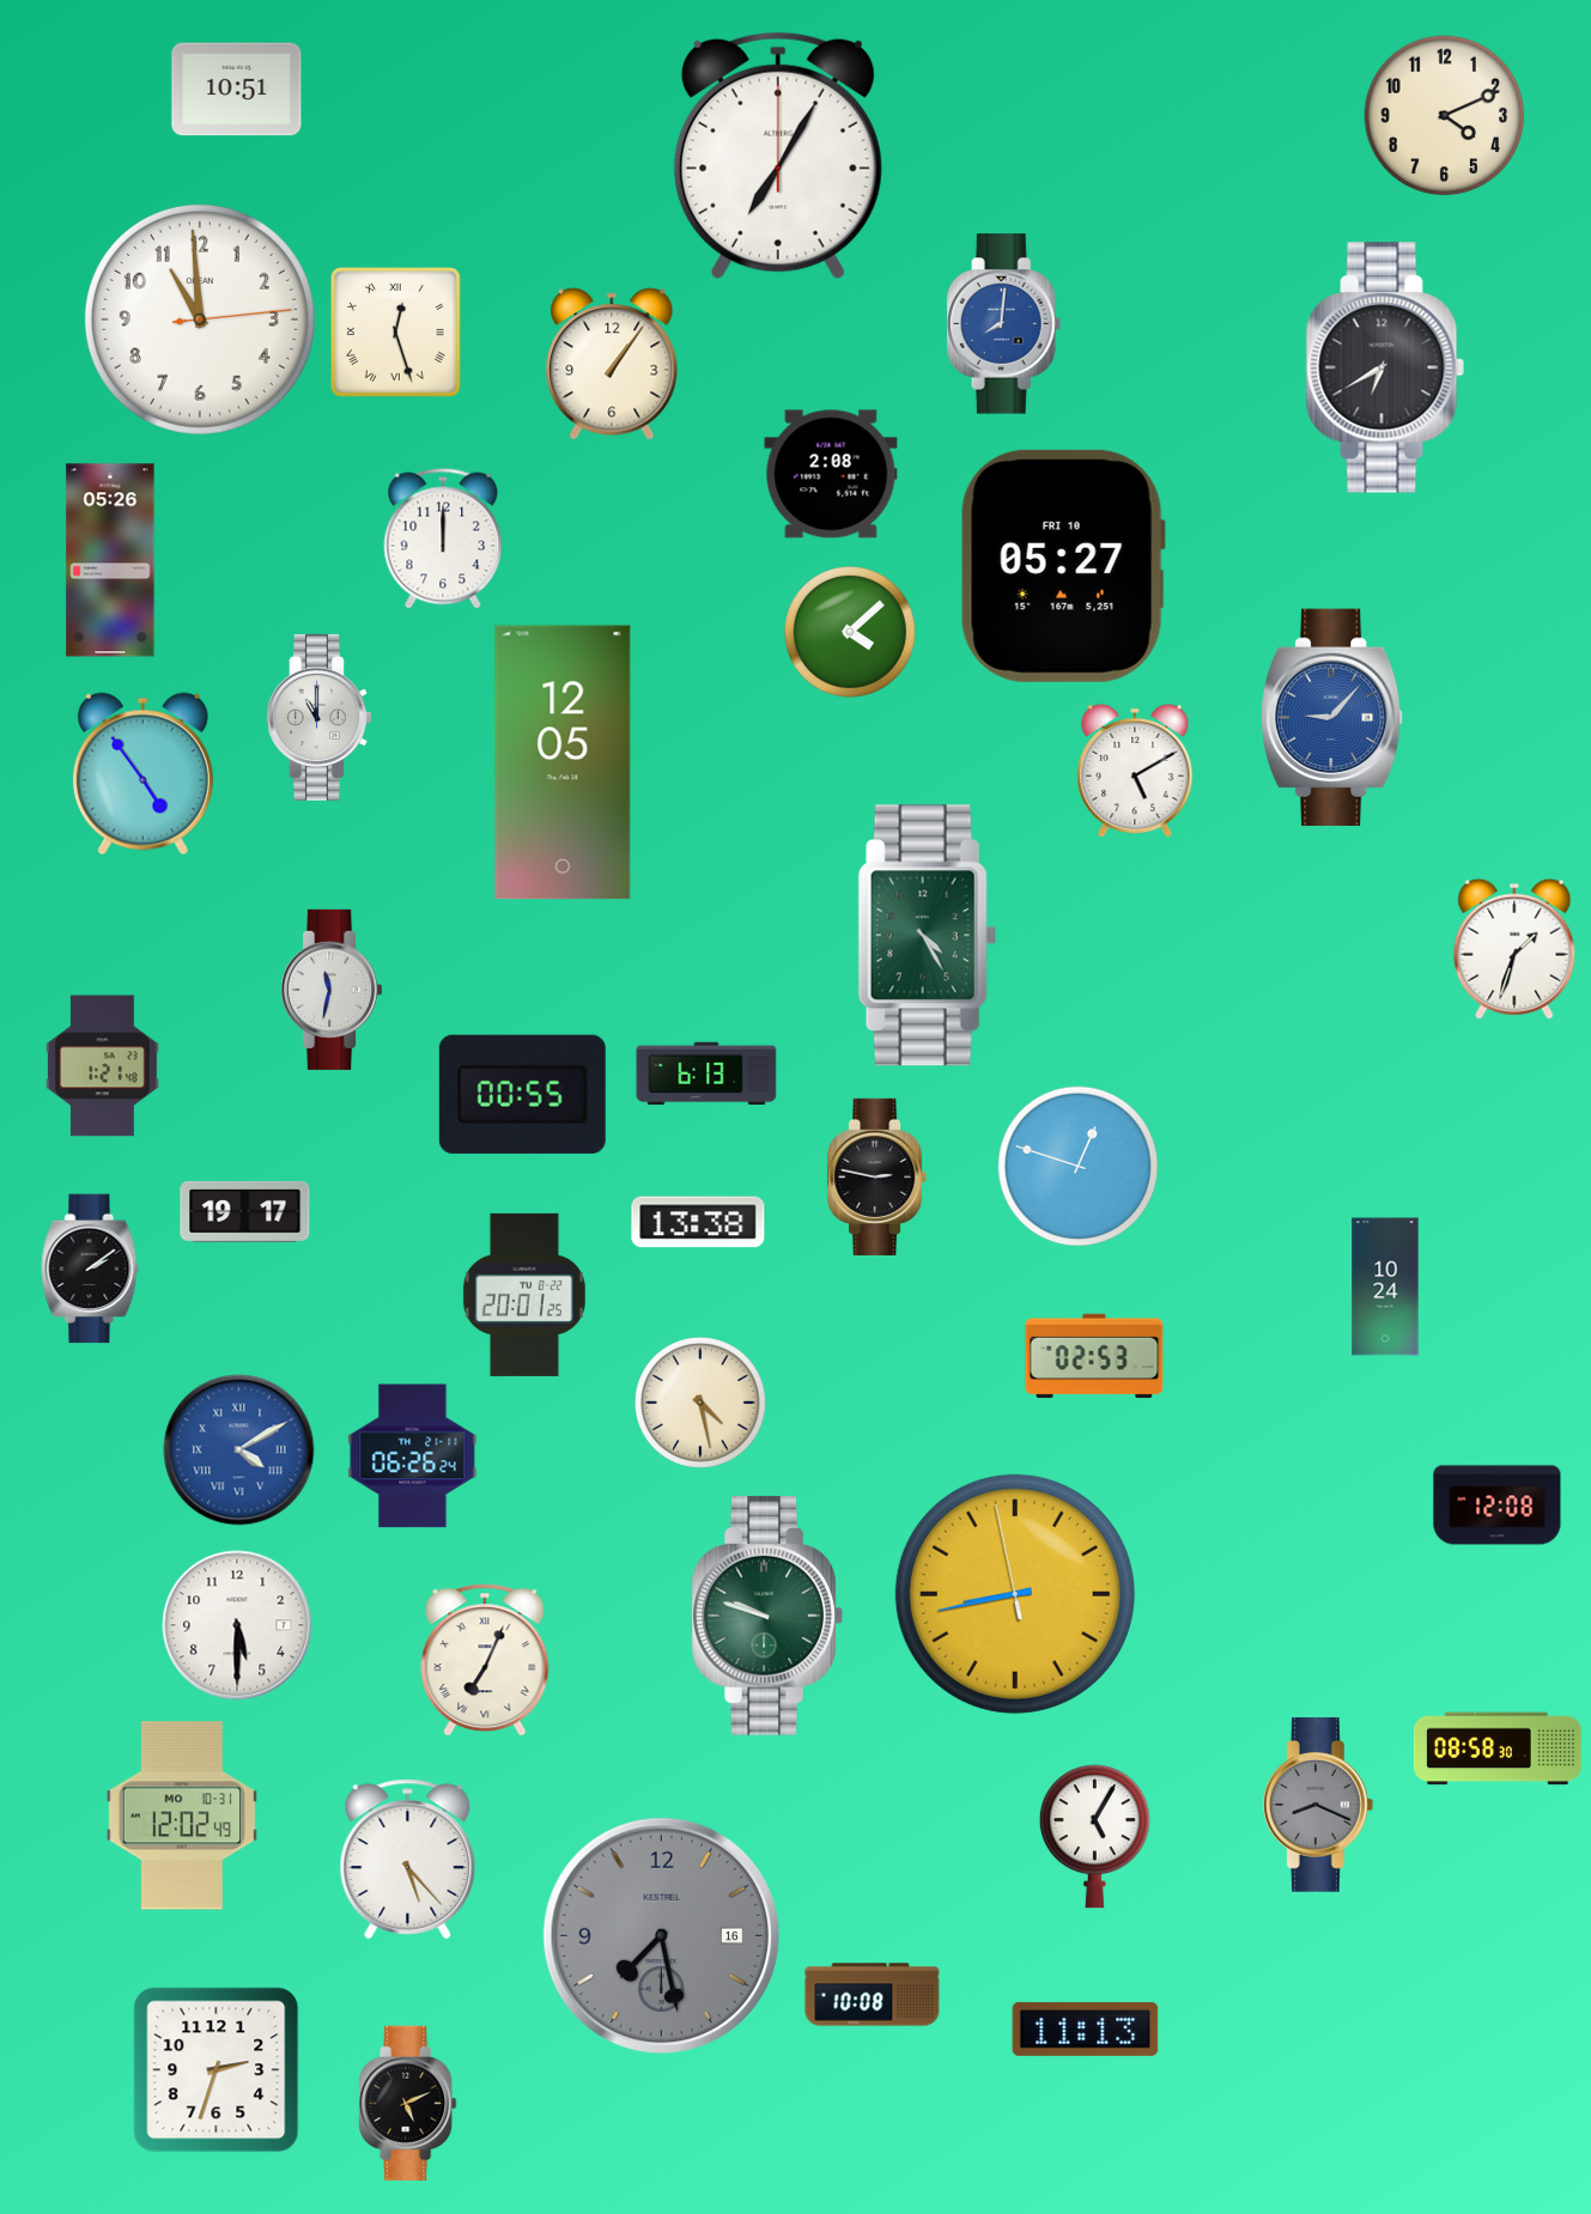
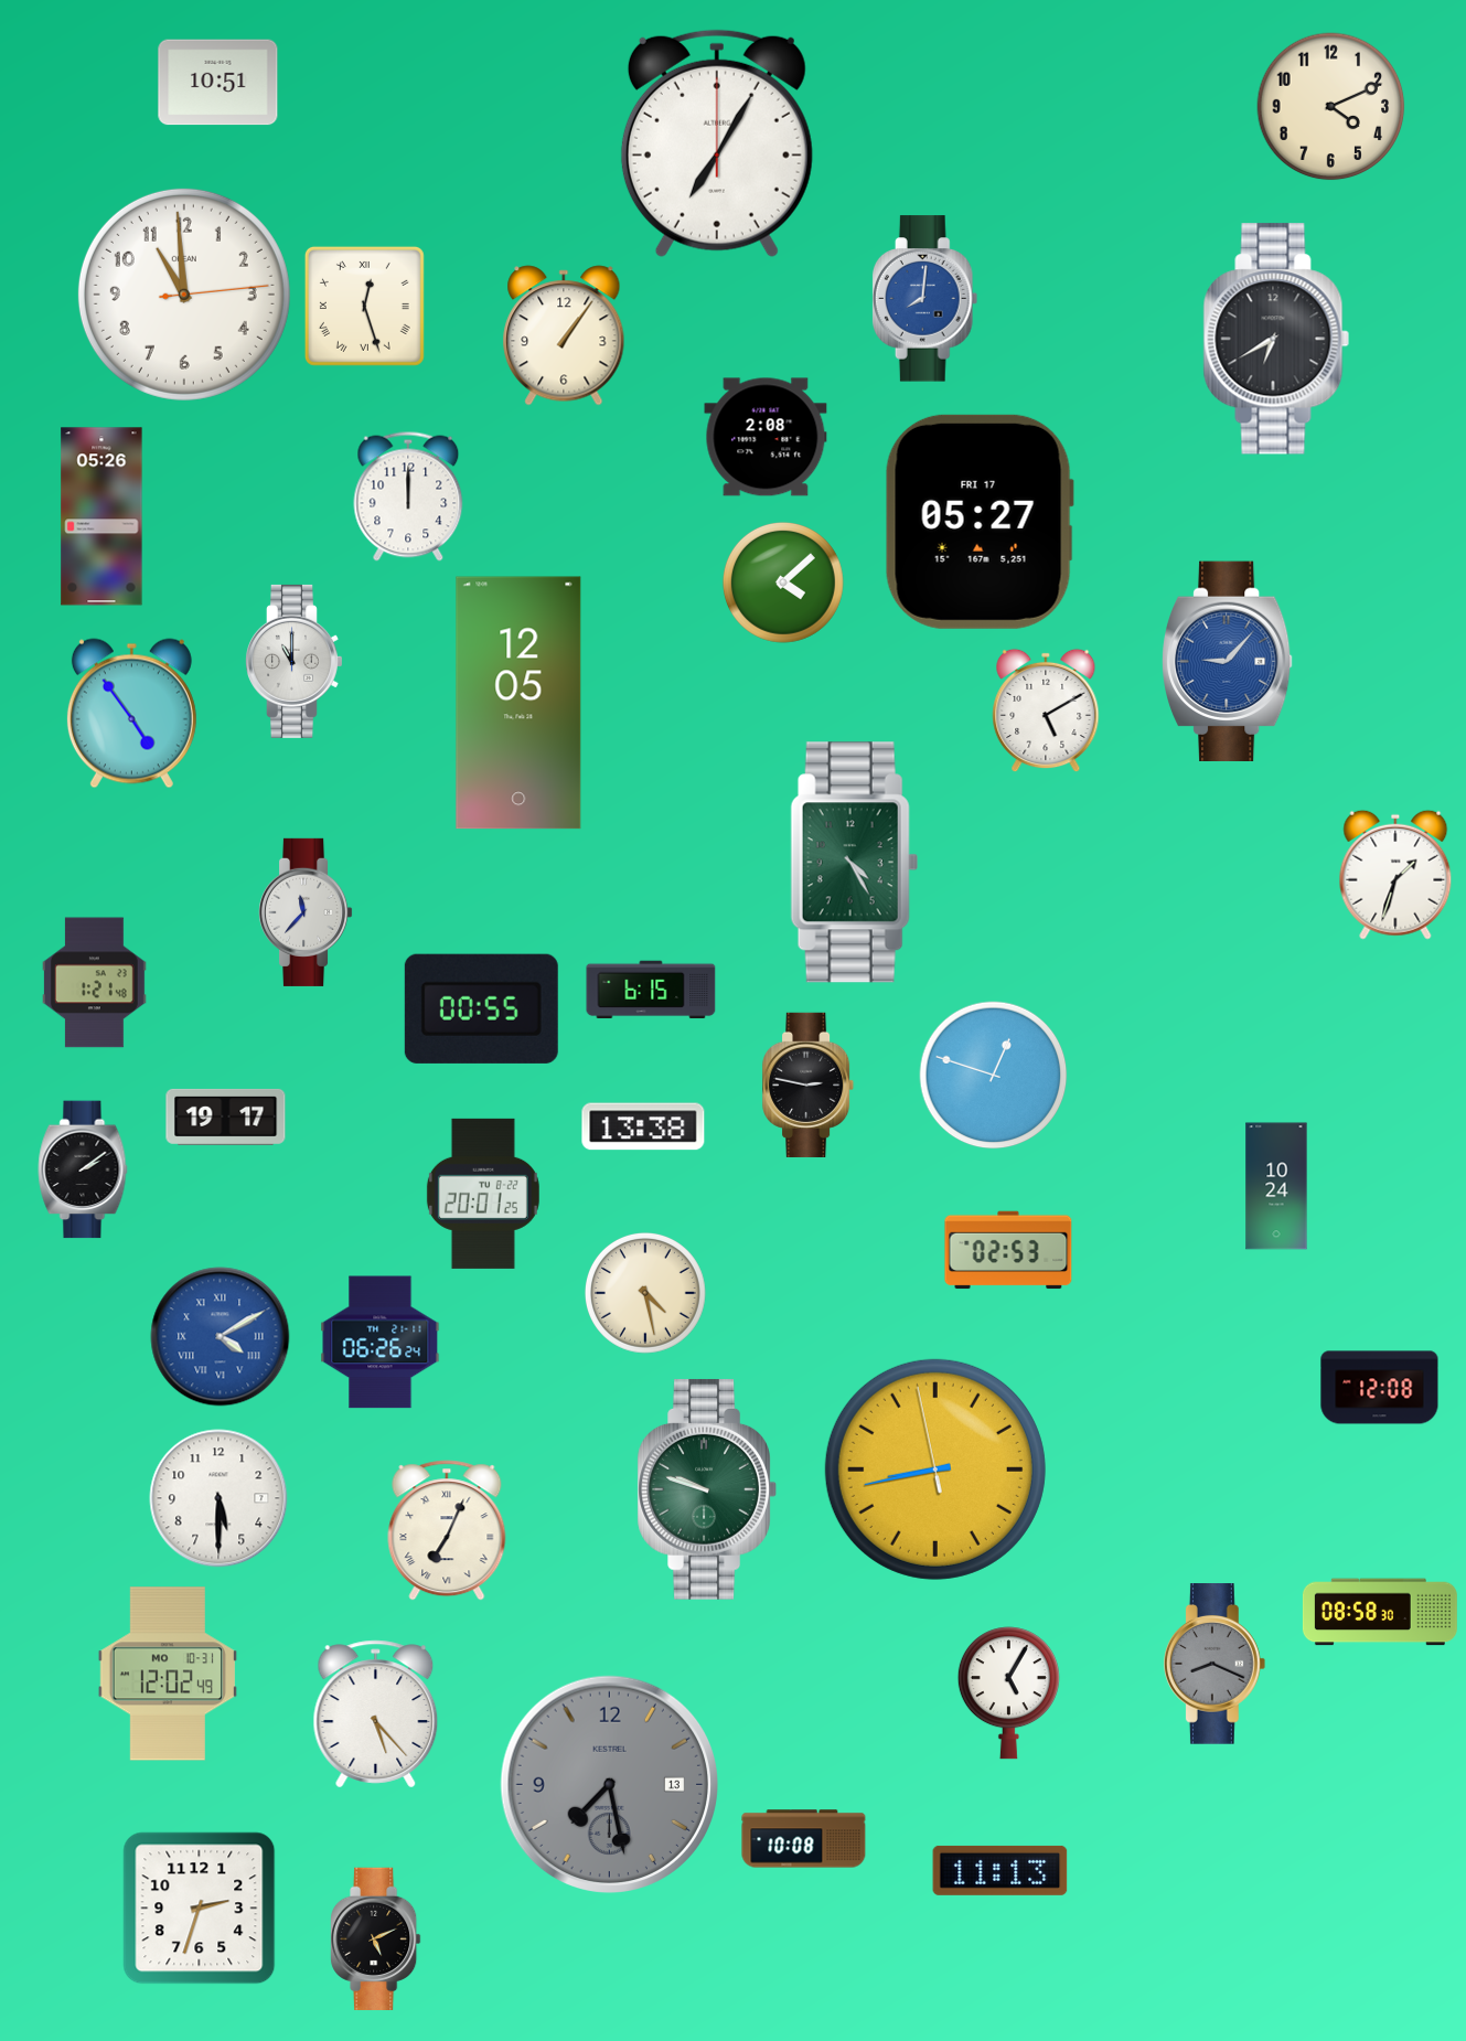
clock at (1063, 566) date: FRI 10 -> FRI 17
clock at (333, 990): 11:32 -> 11:37
clock at (706, 1073): 6:13 -> 6:15
clock at (662, 1936) date: 16 -> 13
